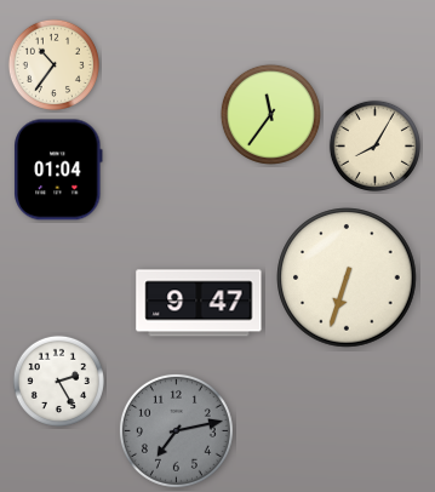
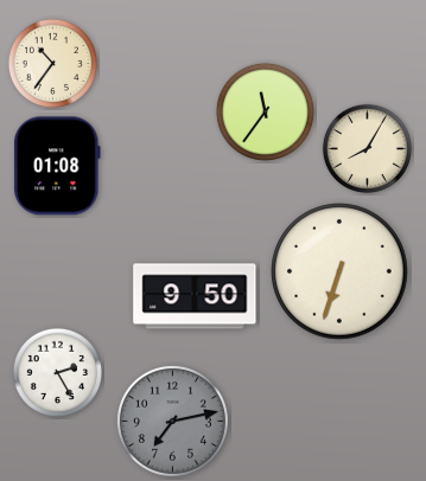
clock at (374, 145) position: (374, 145) -> (367, 148)
clock at (58, 170): 01:04 -> 01:08
clock at (199, 303): 9:47 -> 9:50
